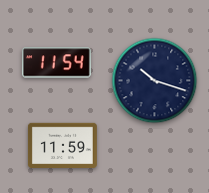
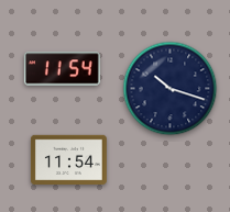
clock at (62, 145): 11:59 -> 11:54
